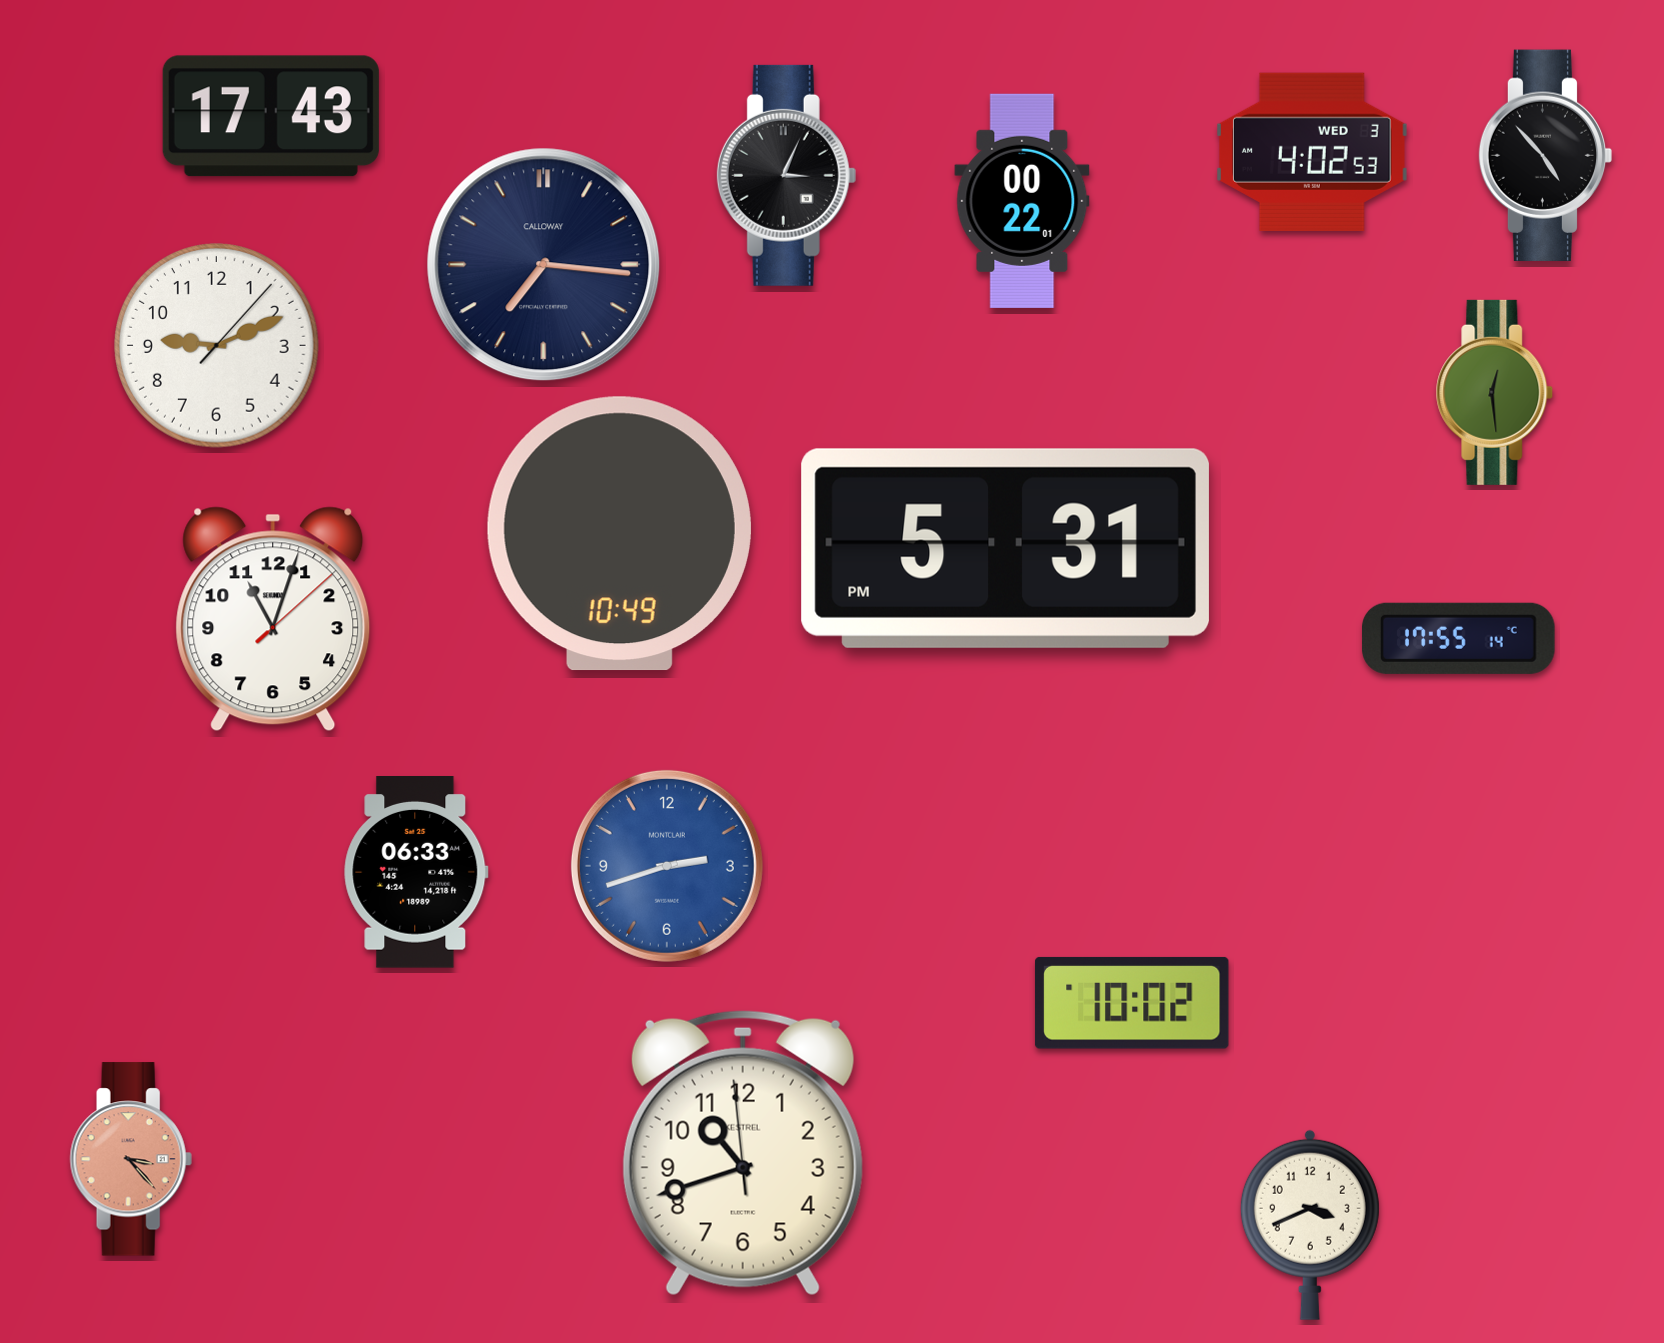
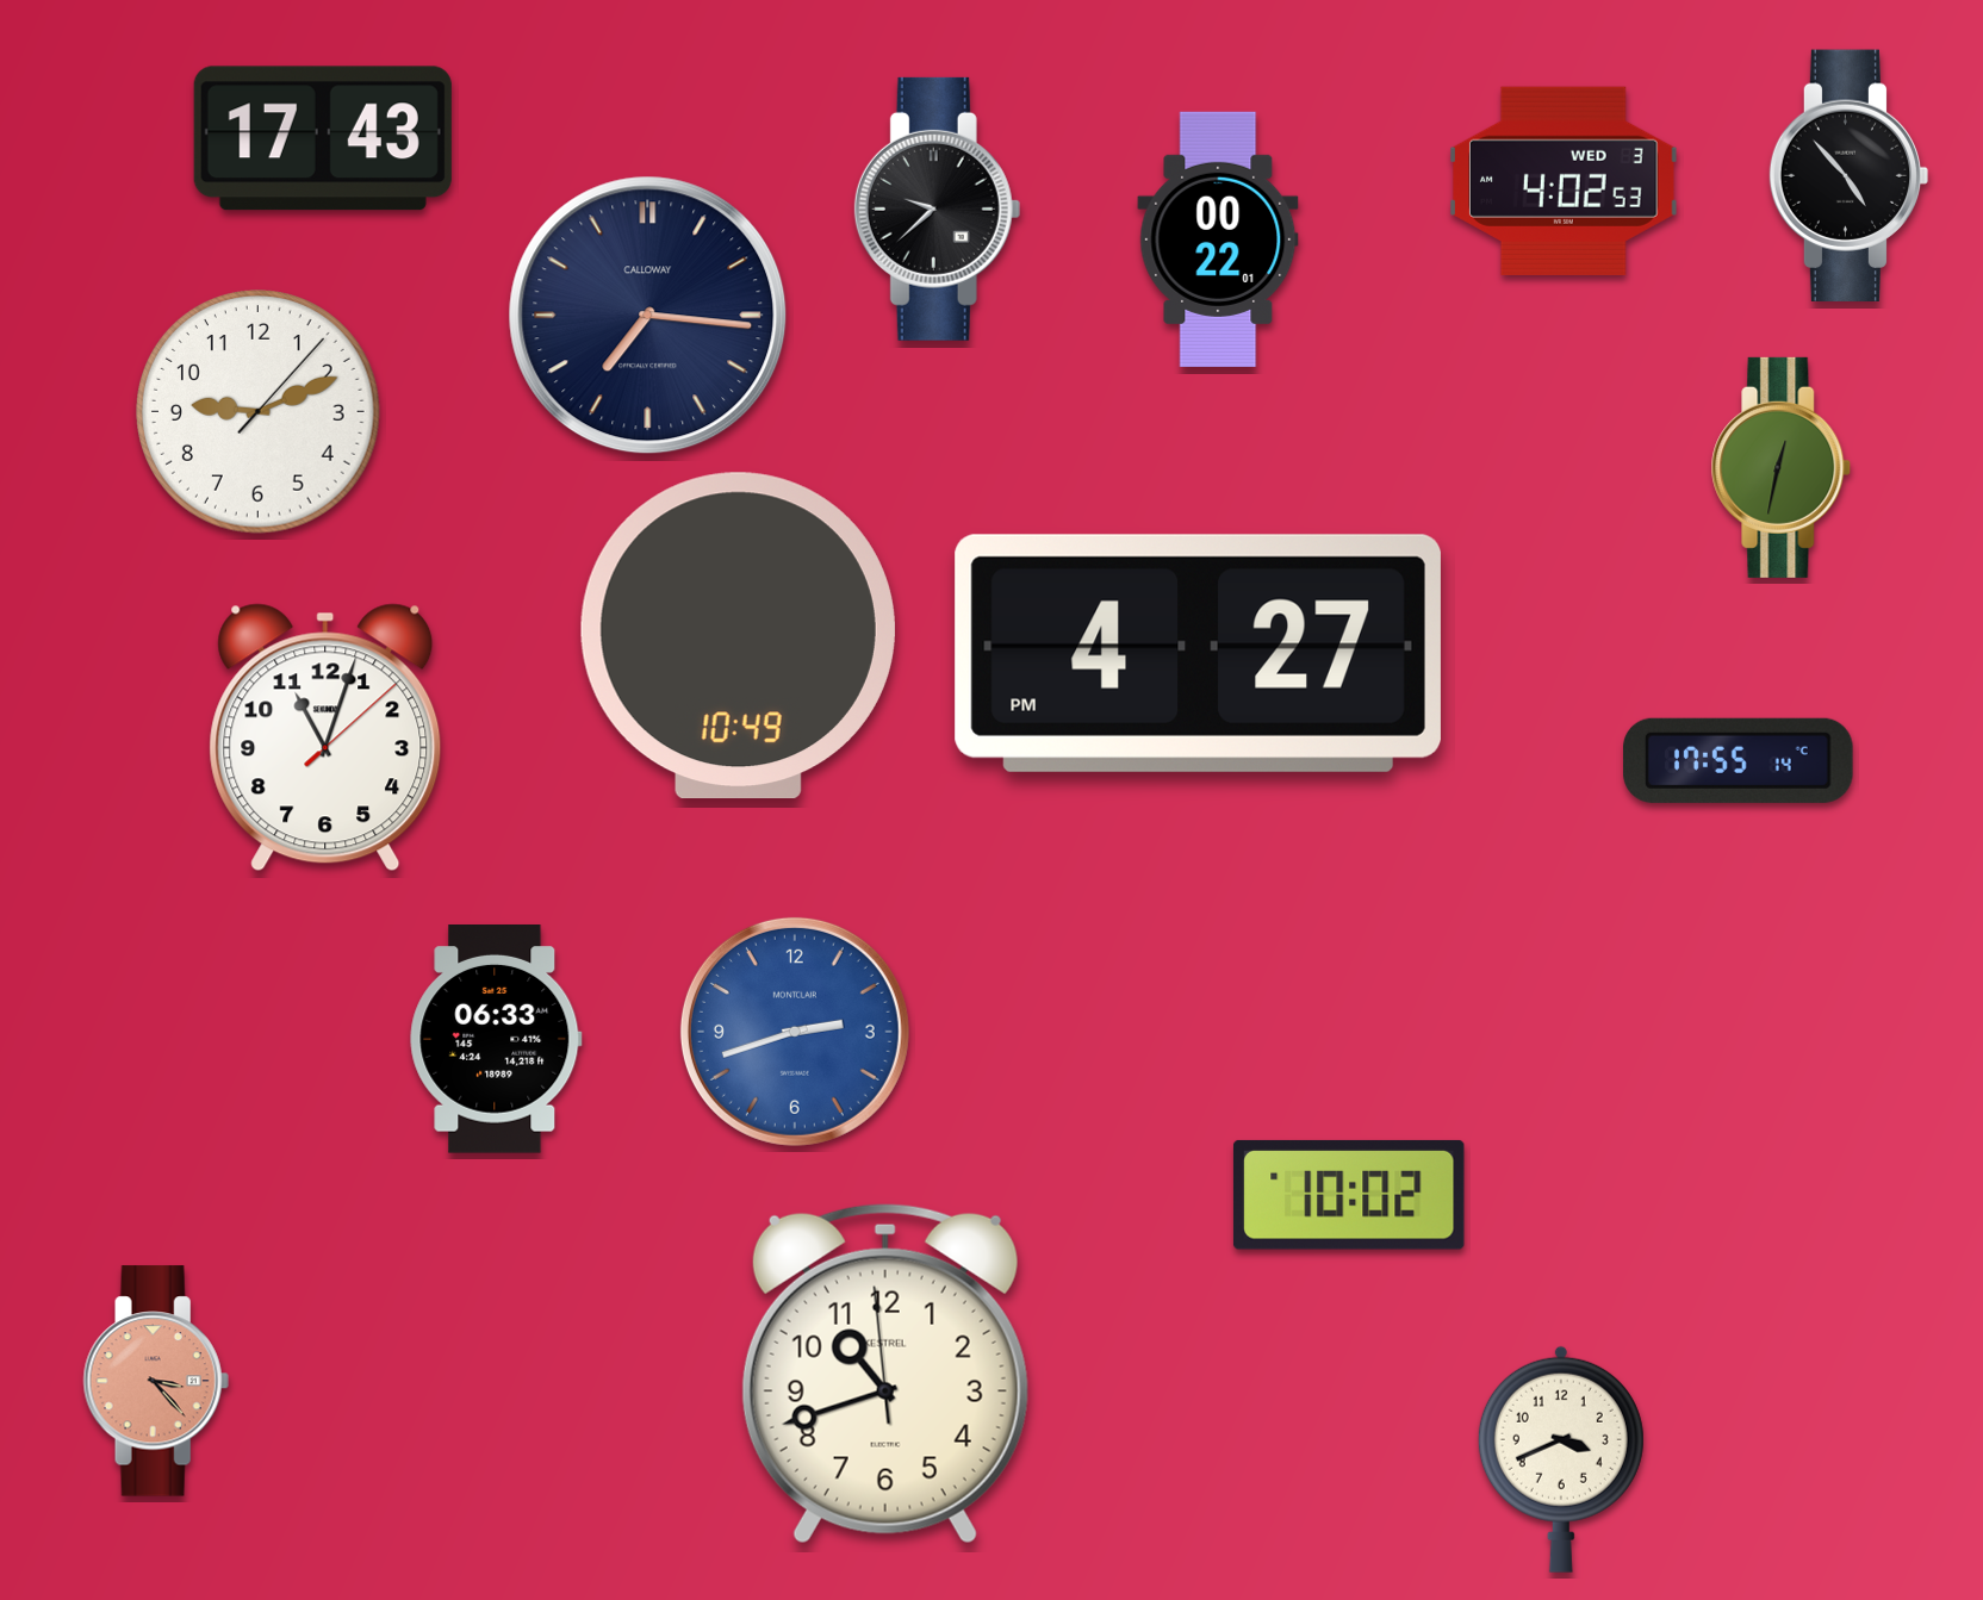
clock at (1546, 155) position: (1546, 155) -> (1850, 175)
clock at (787, 175): 3:04 -> 9:38
clock at (1495, 392): 12:29 -> 12:32
clock at (1005, 548): 5:31 -> 4:27
